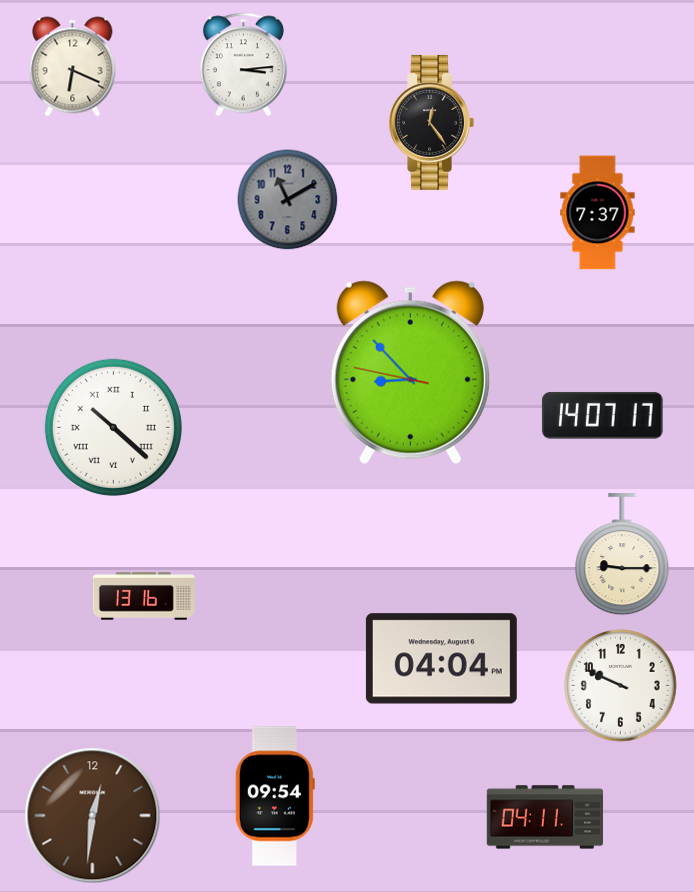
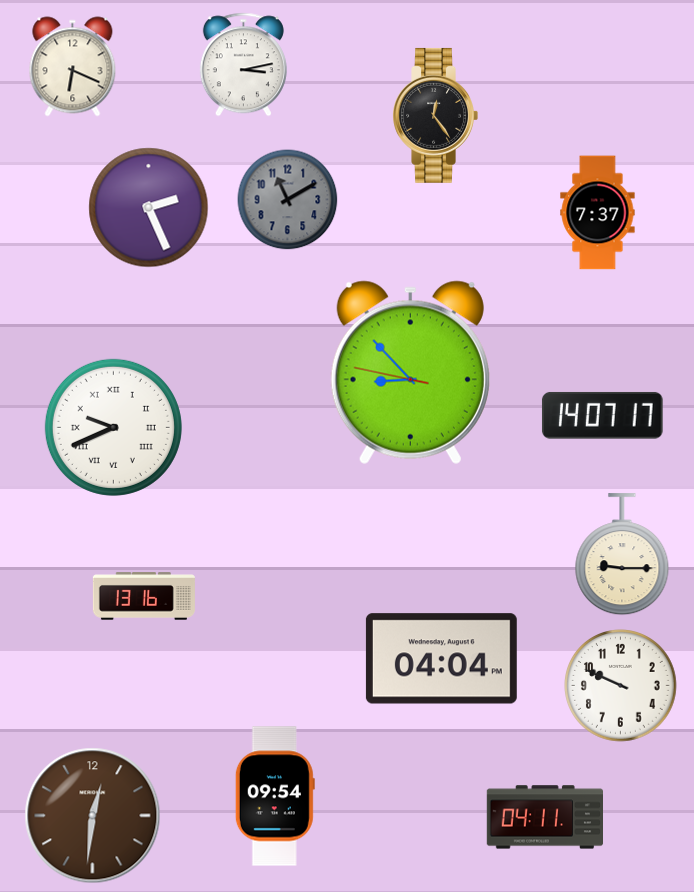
clock at (243, 65): 3:14 -> 3:13
clock at (431, 122) position: (431, 122) -> (435, 115)
clock at (149, 208): none -> 2:26
clock at (113, 427): 10:22 -> 9:41
